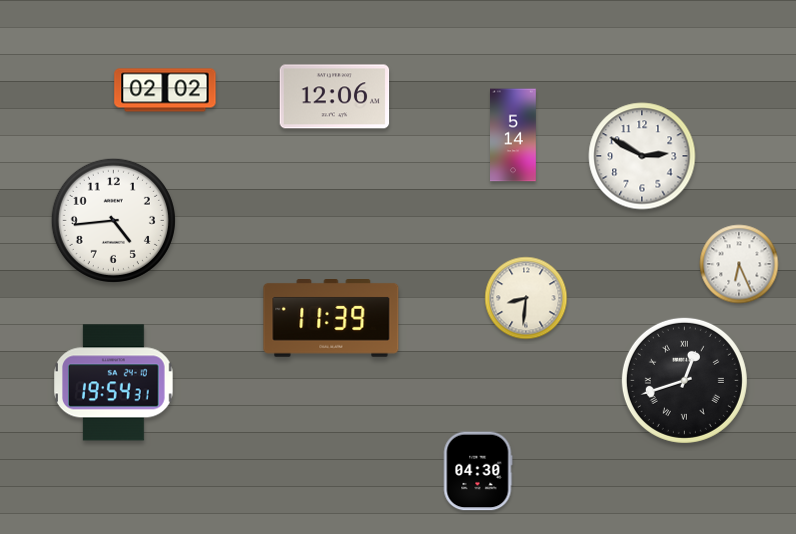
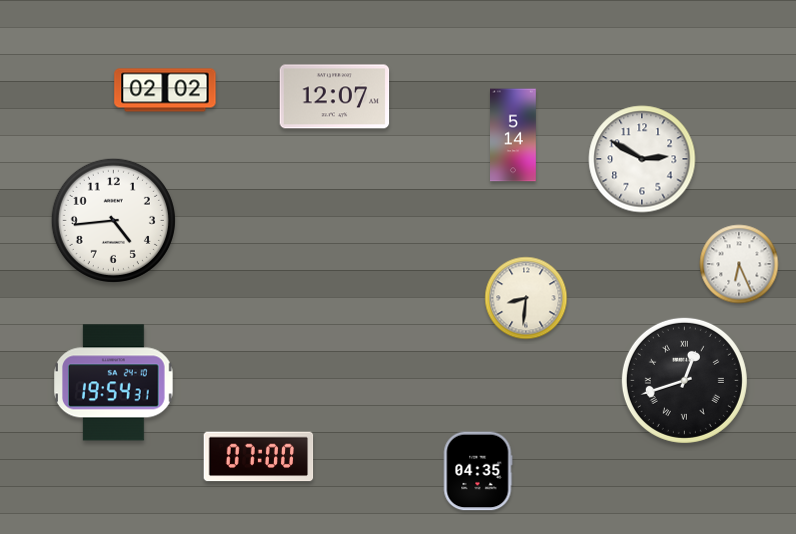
clock at (335, 97): 12:06 -> 12:07
clock at (642, 156) position: (642, 156) -> (642, 159)
clock at (331, 319): 11:39 -> none
clock at (259, 457): none -> 07:00
clock at (478, 471): 04:30 -> 04:35
